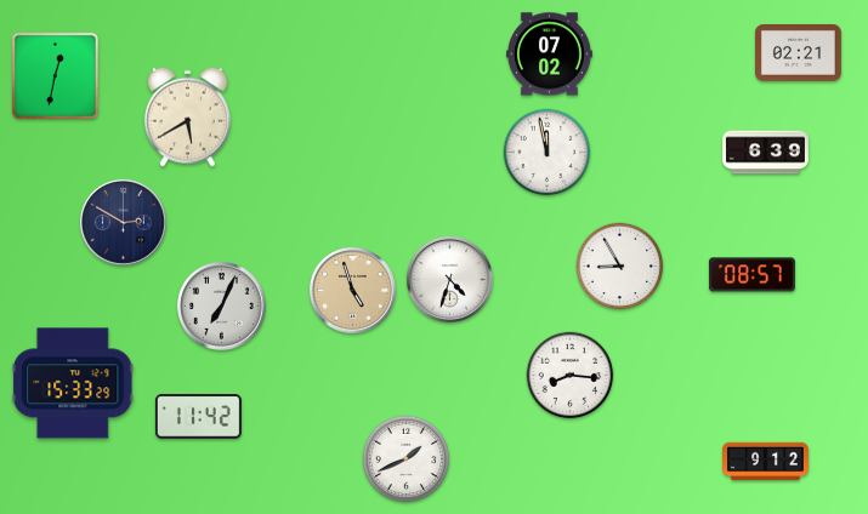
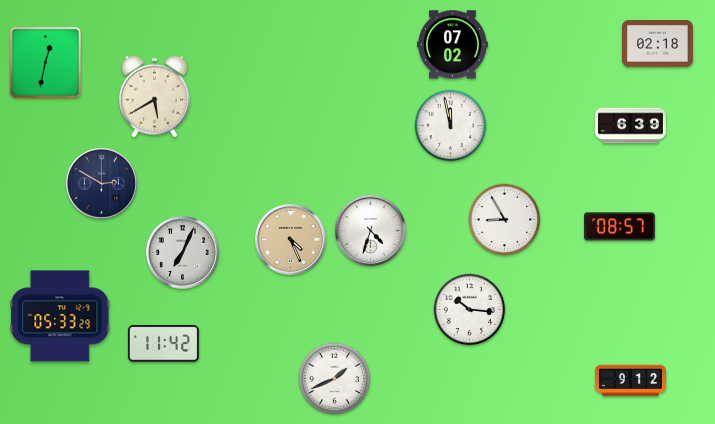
clock at (798, 53): 02:21 -> 02:18
clock at (620, 267) position: (620, 267) -> (505, 220)
clock at (352, 290): 4:57 -> 4:26
clock at (571, 376): 8:16 -> 10:16
clock at (73, 383): 15:33 -> 05:33
